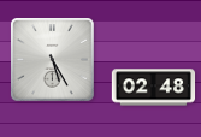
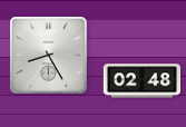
clock at (53, 60): 5:25 -> 8:25
